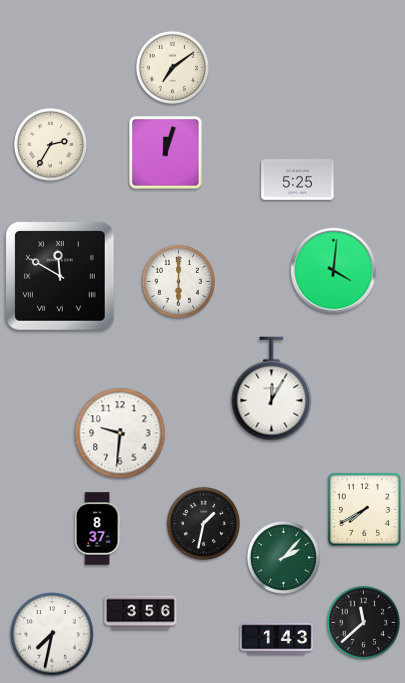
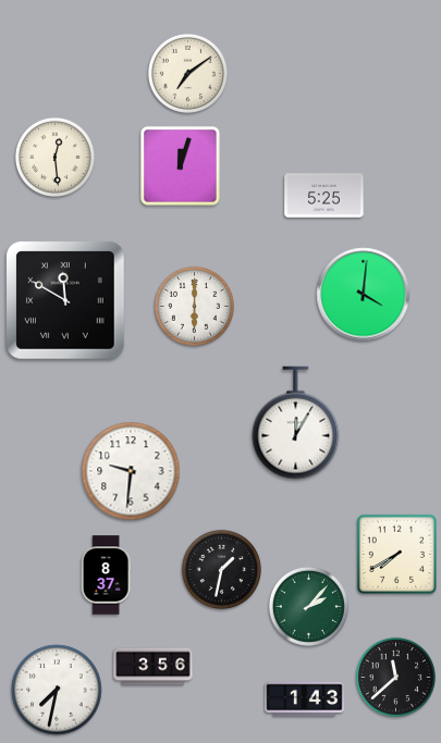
clock at (50, 144): 2:35 -> 12:29
clock at (277, 639) position: (277, 639) -> (305, 699)
